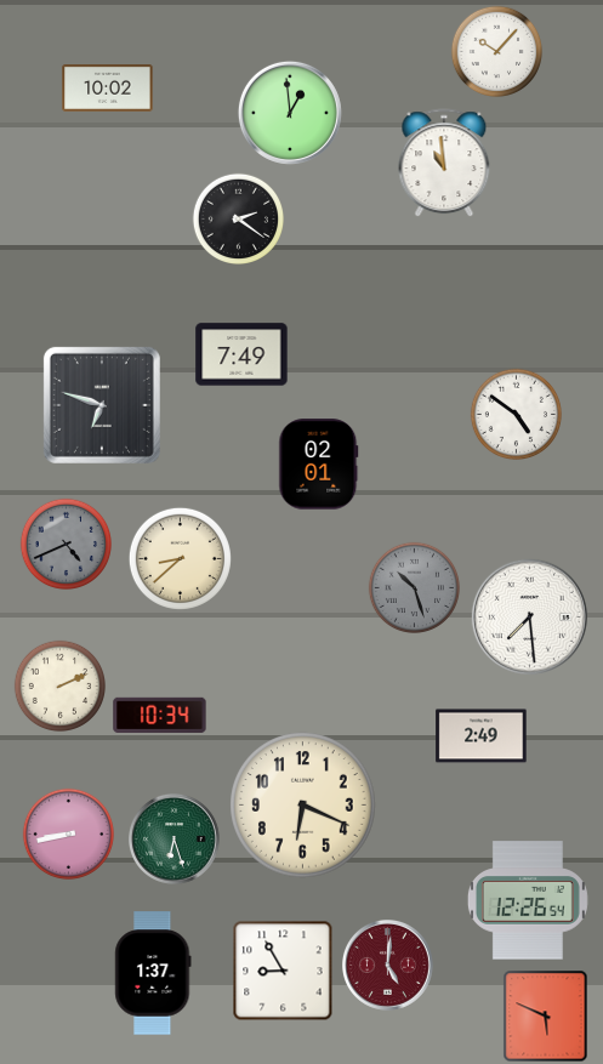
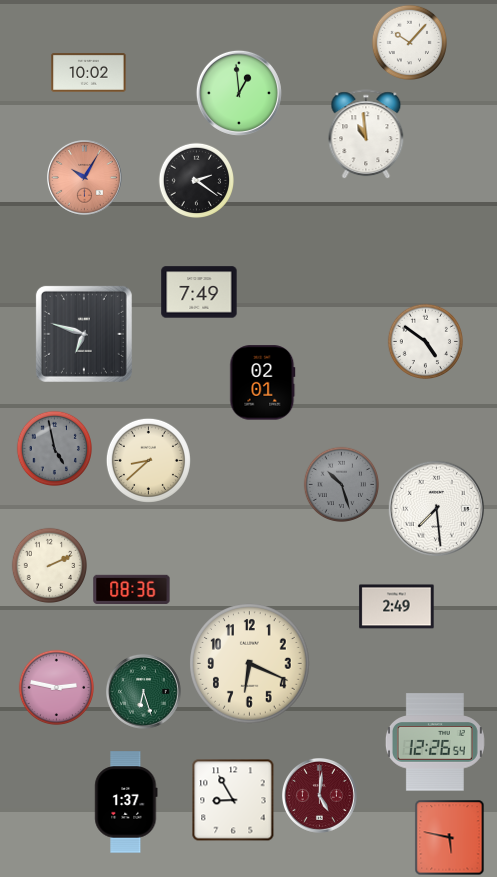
clock at (85, 178): none -> 10:05
clock at (66, 544): 4:41 -> 4:58
clock at (160, 715): 10:34 -> 08:36
clock at (68, 833): 8:43 -> 2:47
clock at (546, 1017): 5:49 -> 5:47
